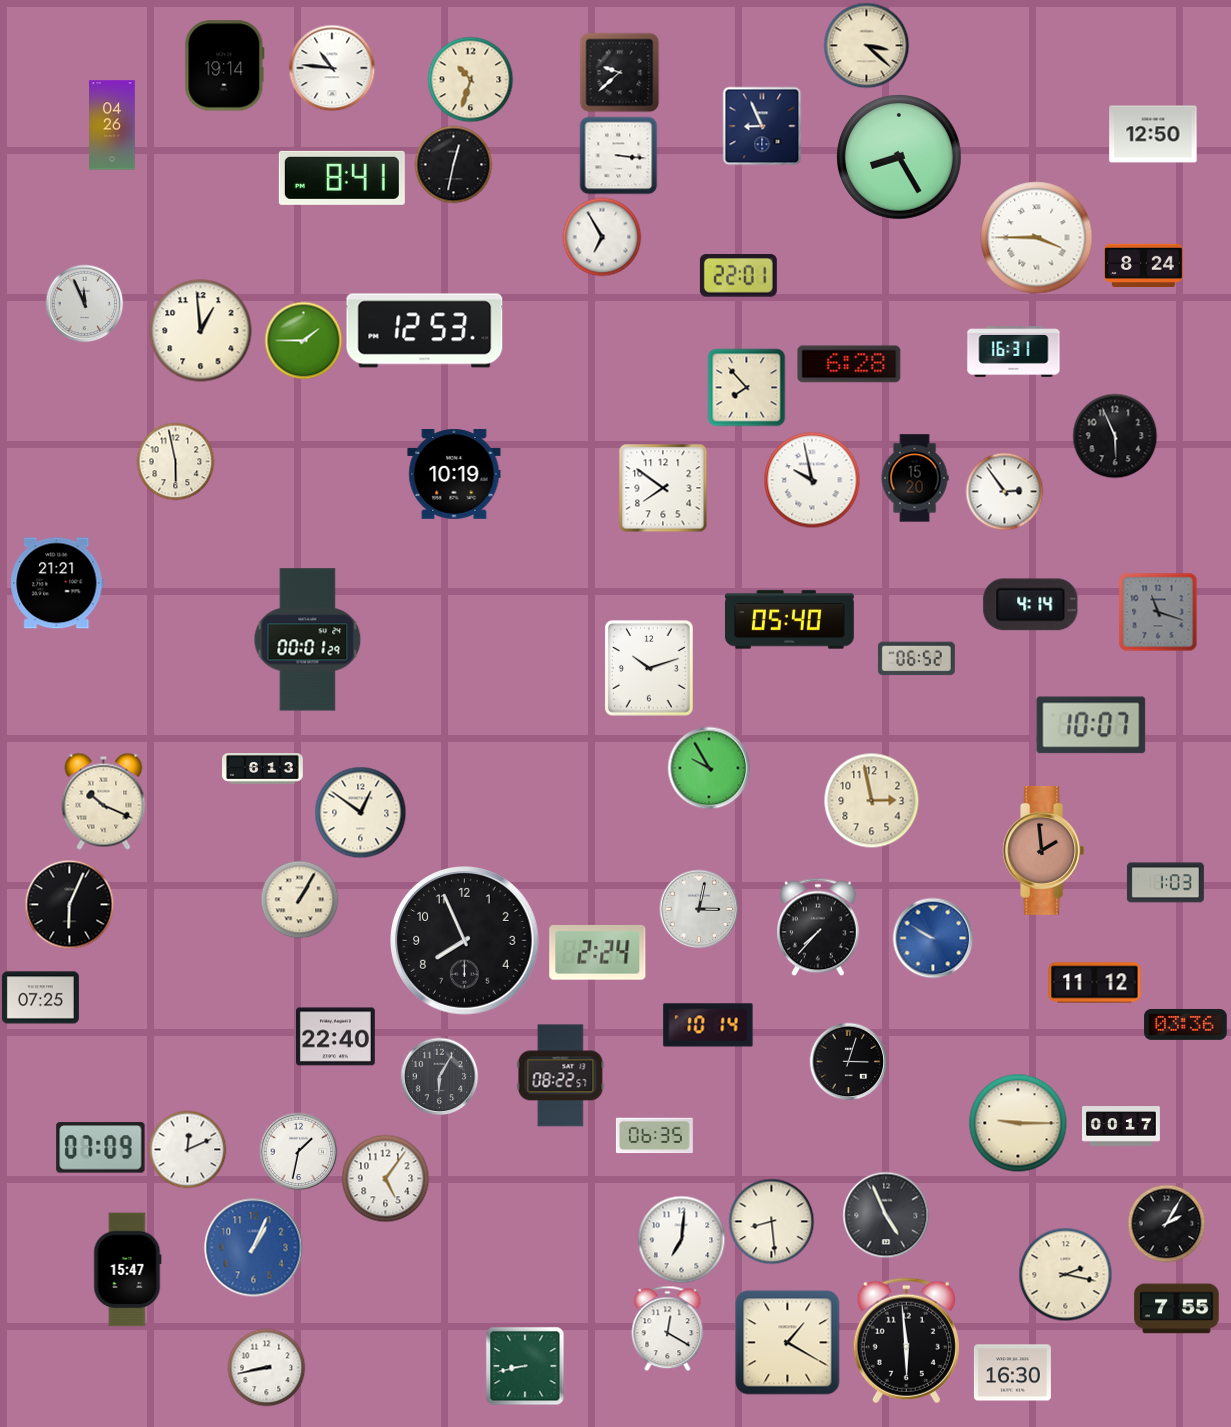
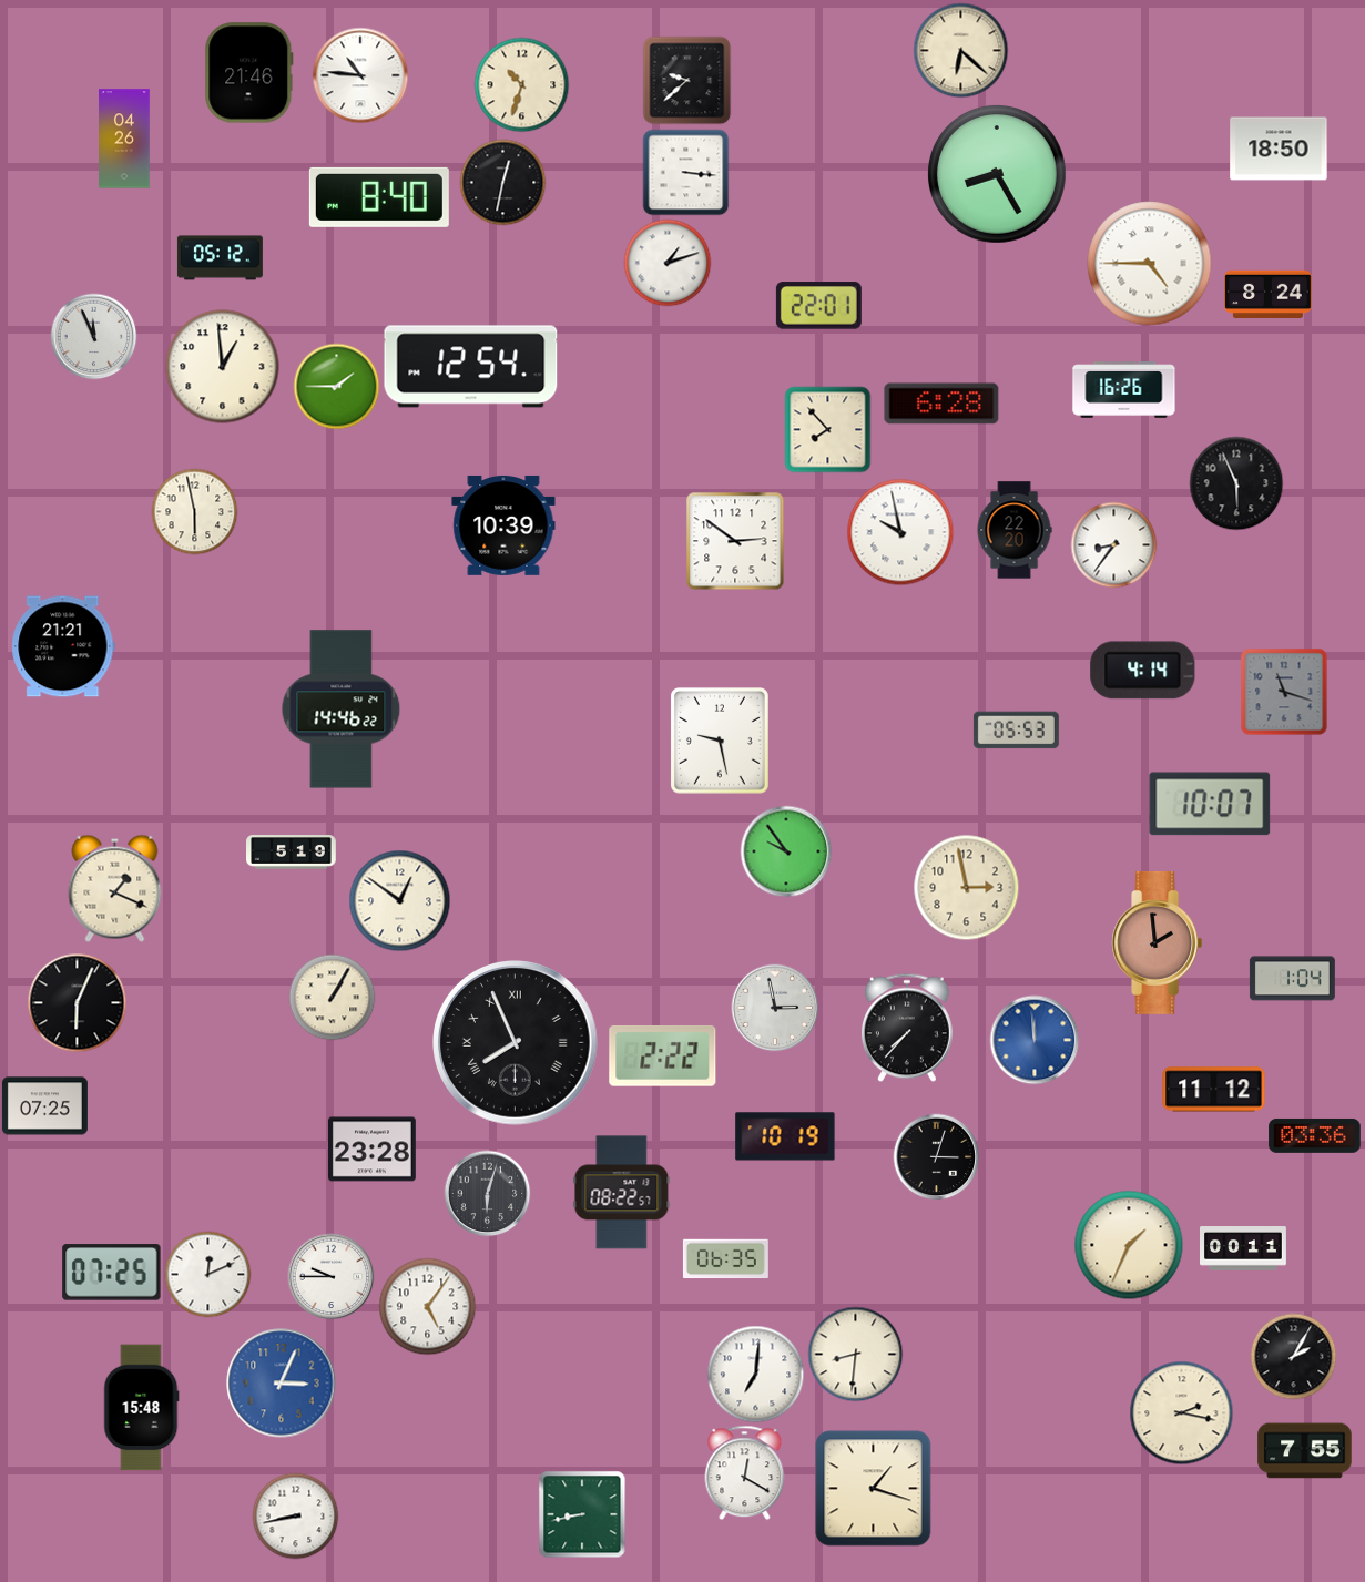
clock at (866, 45): 3:22 -> 6:22
clock at (225, 66): 19:14 -> 21:46
clock at (332, 68) position: (332, 68) -> (360, 75)
clock at (470, 79) position: (470, 79) -> (521, 84)
clock at (762, 126): 8:56 -> none
clock at (1153, 134): 12:50 -> 18:50
clock at (342, 178): 8:41 -> 8:40
clock at (220, 258): none -> 05:12
clock at (602, 237): 6:55 -> 1:12
clock at (1037, 238): 3:45 -> 4:45
clock at (425, 331): 12:53 -> 12:54
clock at (303, 340) position: (303, 340) -> (336, 386)
clock at (1014, 352): 16:31 -> 16:26
clock at (454, 474): 10:19 -> 10:39
clock at (915, 478): 15:20 -> 22:20
clock at (663, 488): 7:51 -> 2:51
clock at (1004, 491): 2:54 -> 8:36
clock at (1158, 612) position: (1158, 612) -> (1284, 692)
clock at (789, 620): 05:40 -> none
clock at (308, 640): 00:01 -> 14:46
clock at (916, 659): 06:52 -> 05:53
clock at (650, 669): 10:12 -> 9:28
clock at (709, 768): 9:55 -> 9:54
clock at (263, 769): 6:13 -> 5:19
clock at (104, 801): 10:19 -> 1:19
clock at (1165, 883): 1:03 -> 1:04
clock at (699, 909): 3:02 -> 2:58
clock at (933, 938): 9:50 -> 11:59
clock at (465, 941) numerals: Arabic -> Roman
clock at (598, 953): 2:24 -> 2:22
clock at (708, 1025): 10:14 -> 10:19
clock at (336, 1037): 22:40 -> 23:28
clock at (848, 1061) position: (848, 1061) -> (936, 1156)
clock at (439, 1076): 6:05 -> 6:03
clock at (1018, 1123): 9:15 -> 1:34
clock at (1122, 1126): 00:17 -> 00:11
clock at (101, 1148): 07:09 -> 07:25
clock at (298, 1151): 1:32 -> 9:45
clock at (886, 1215): 4:56 -> none
clock at (771, 1221): 8:29 -> 8:31
clock at (254, 1248): 1:04 -> 3:04
clock at (128, 1270): 15:47 -> 15:48
clock at (668, 1328) position: (668, 1328) -> (745, 1472)
clock at (906, 1341): 5:59 -> none
clock at (788, 1343): 1:20 -> 1:18
clock at (1012, 1373): 16:30 -> none
